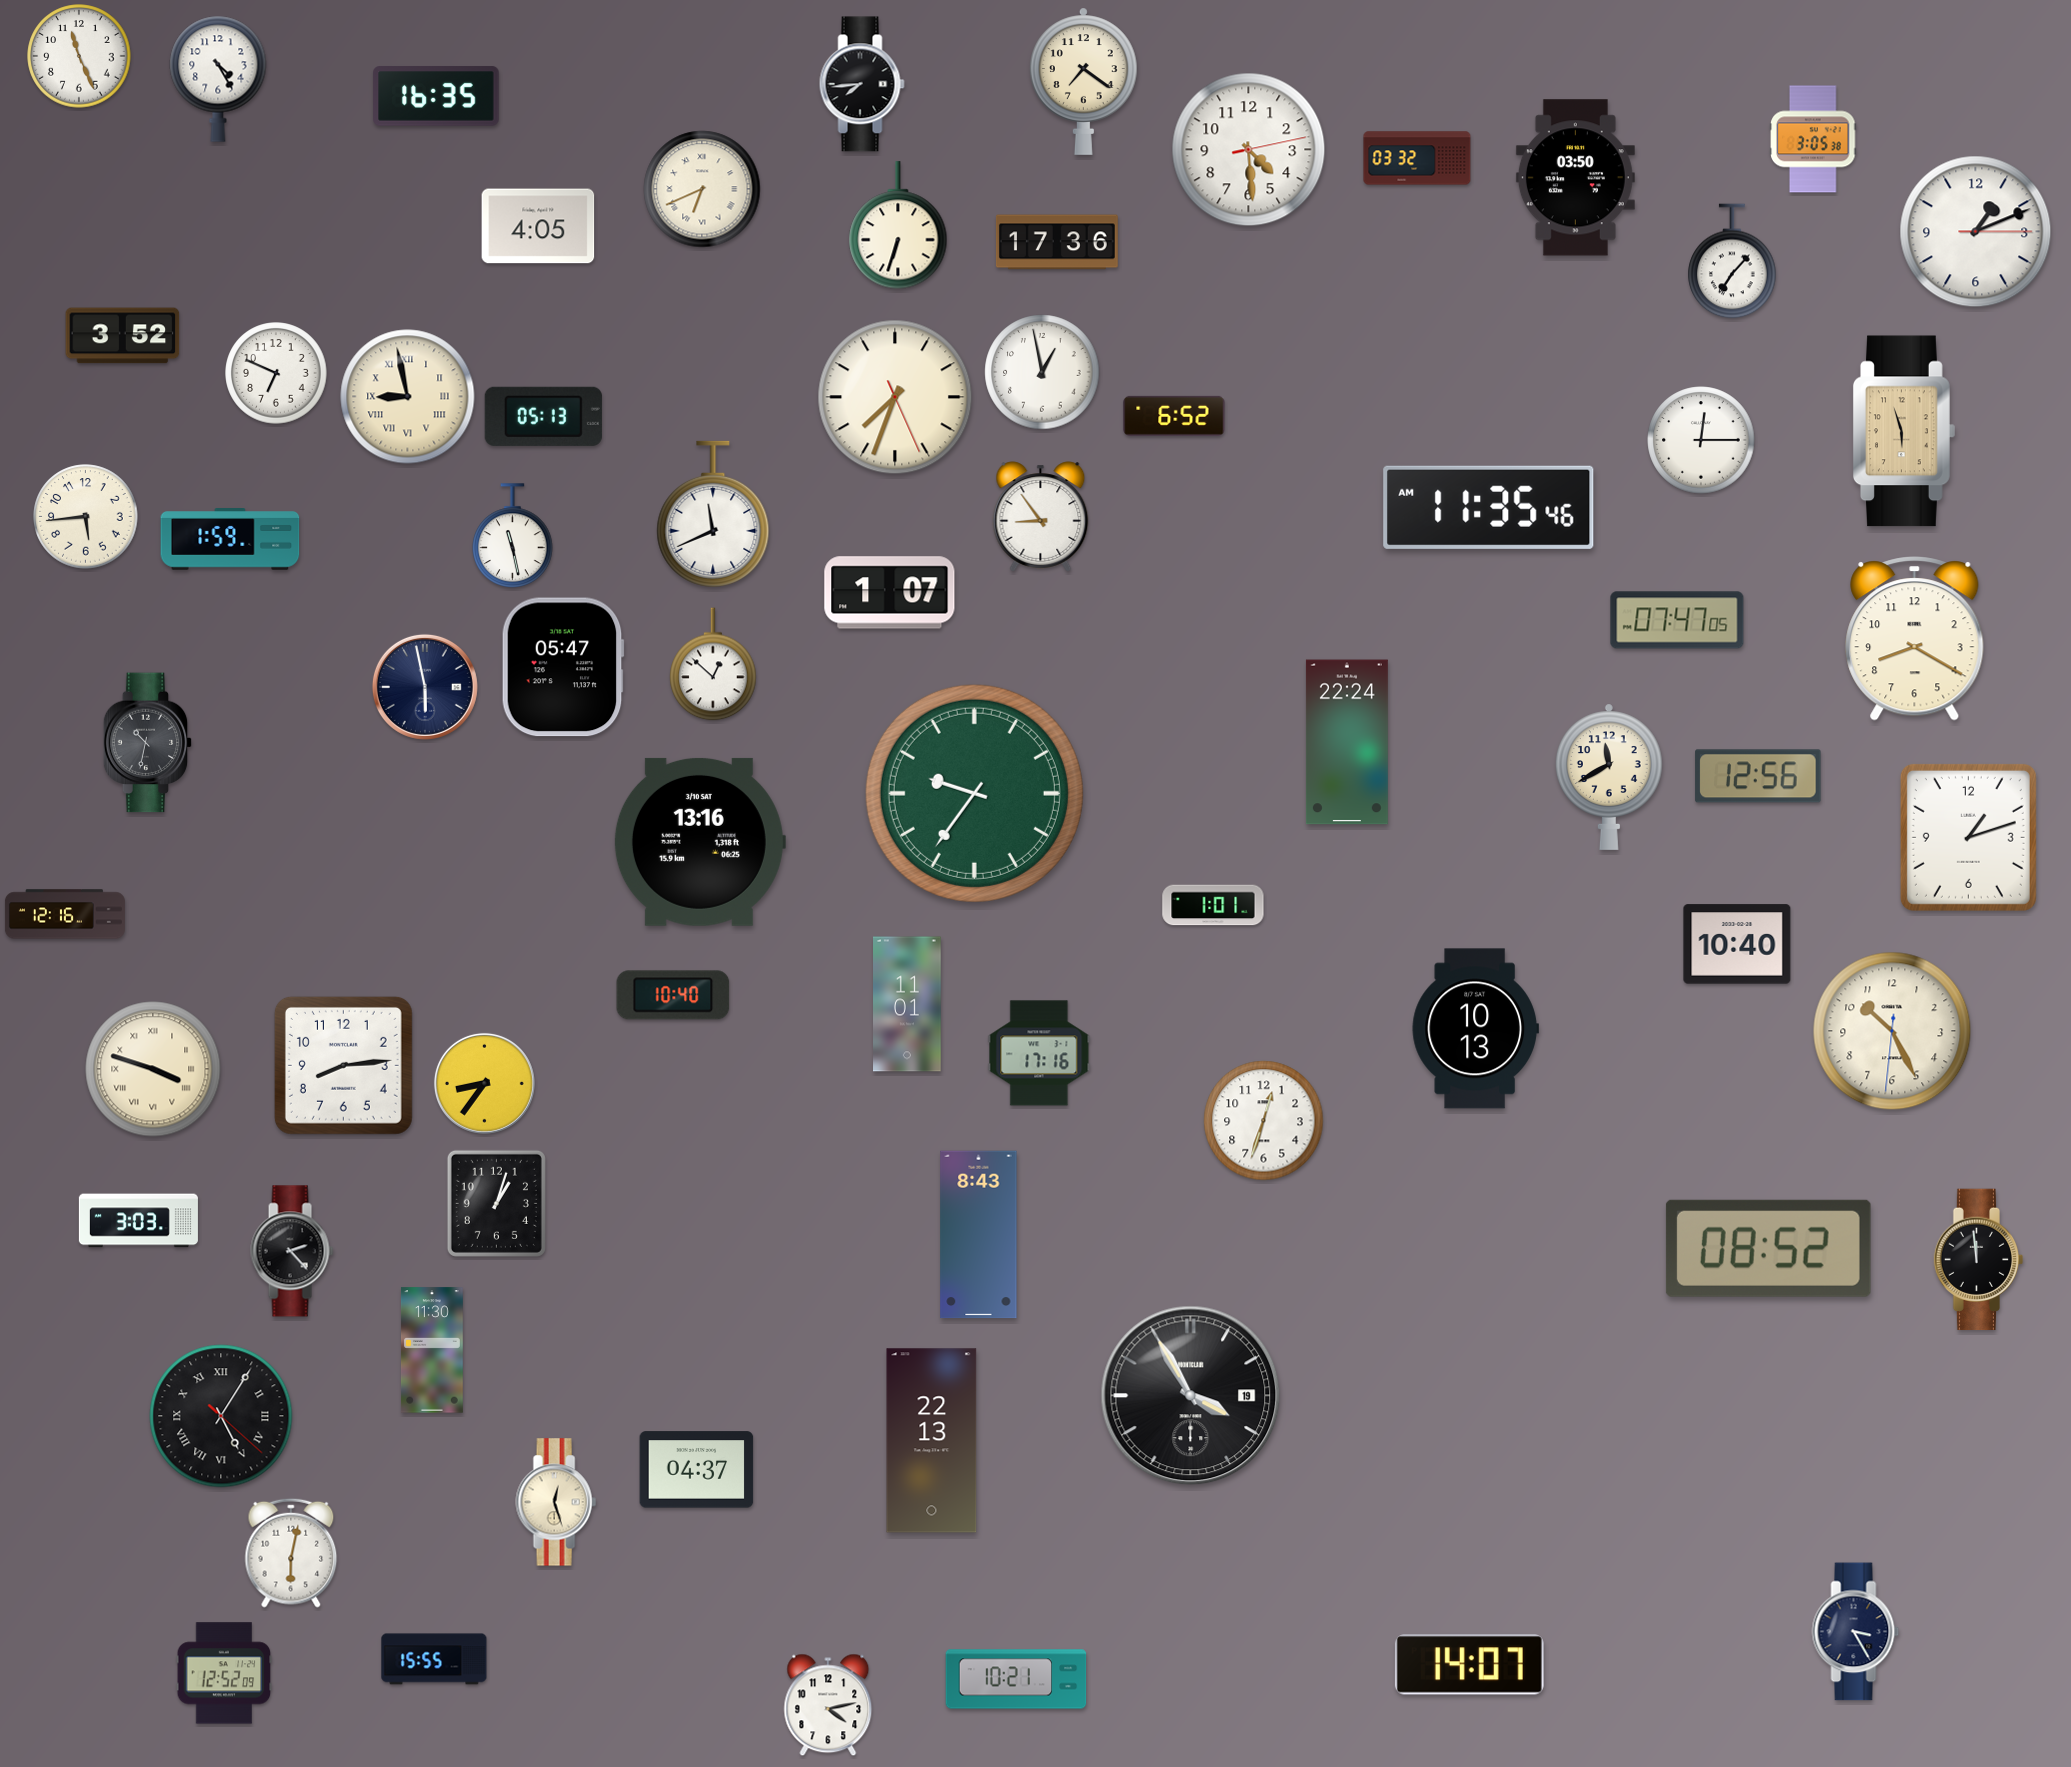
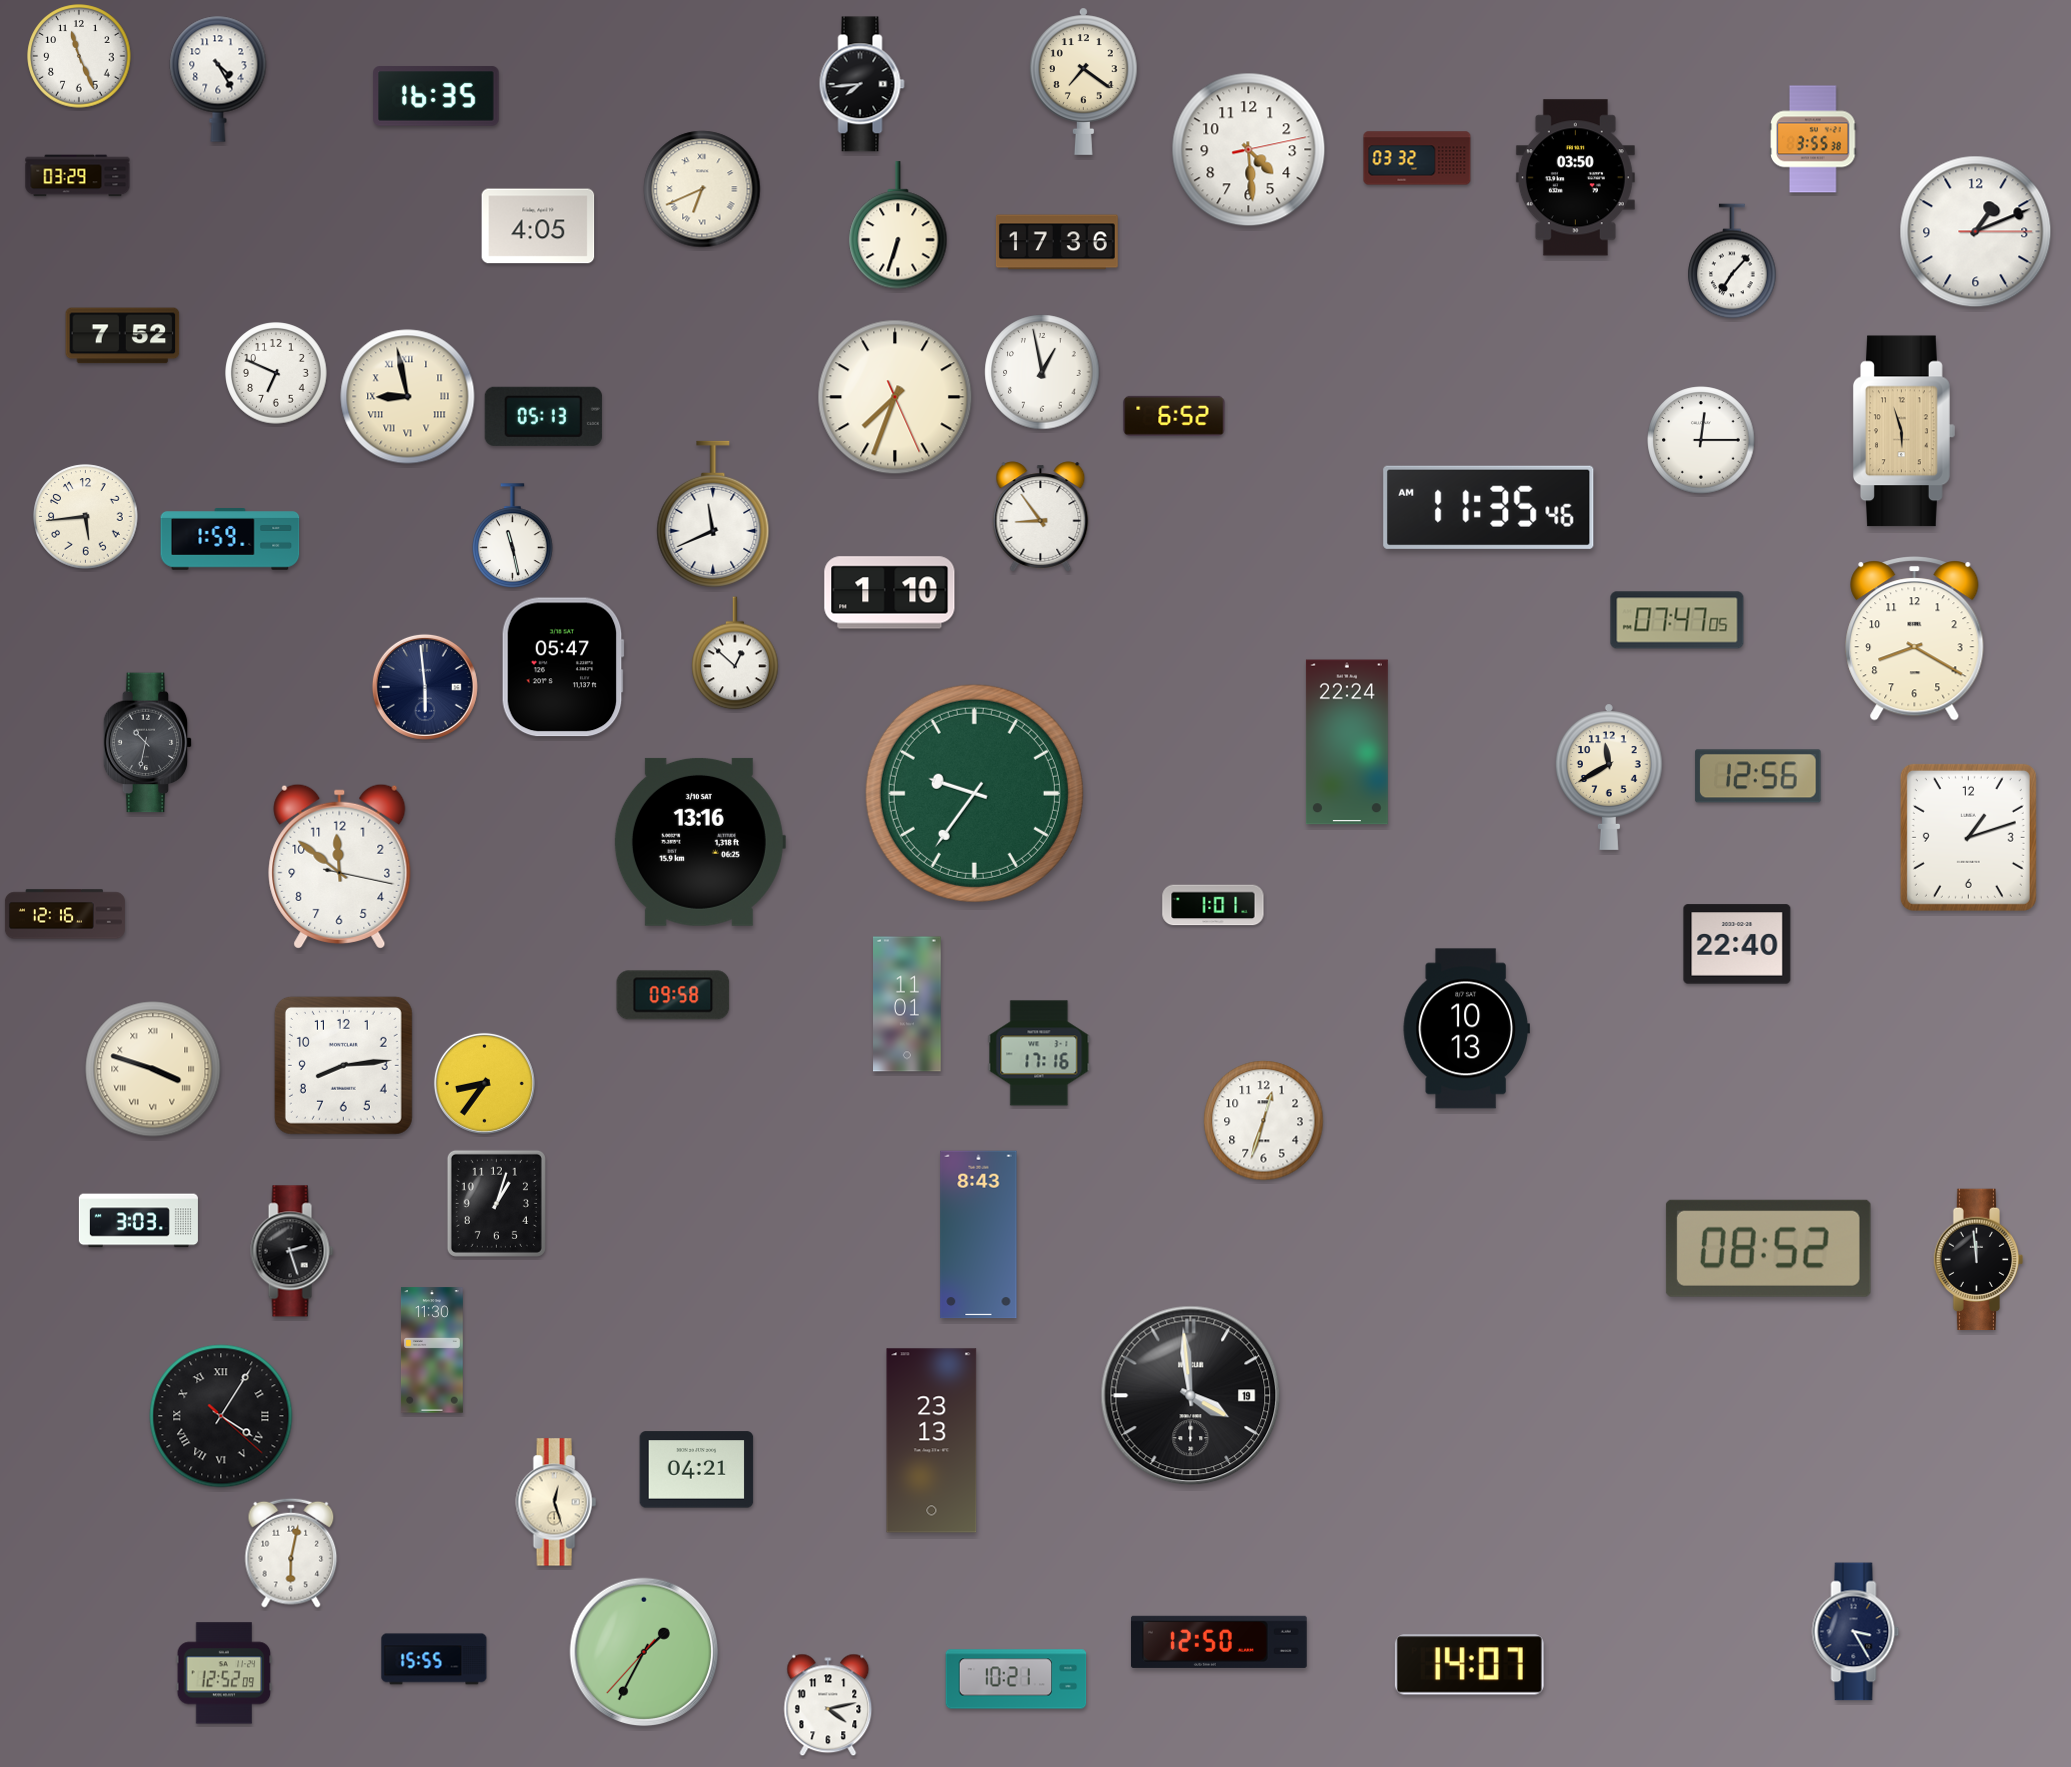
clock at (1813, 139): 3:05 -> 3:55
clock at (78, 176): none -> 03:29
clock at (123, 336): 3:52 -> 7:52
clock at (890, 593): 1:07 -> 1:10
clock at (713, 664) position: (713, 664) -> (735, 653)
clock at (425, 687): 5:58 -> 5:59
clock at (340, 866): none -> 11:51
clock at (1737, 944): 10:40 -> 22:40
clock at (673, 995): 10:40 -> 09:58
clock at (1475, 1029) position: (1475, 1029) -> (1466, 1029)
clock at (1892, 1031): 10:25 -> none
clock at (292, 1251): 2:23 -> 2:27
clock at (1191, 1396): 3:55 -> 3:59
clock at (221, 1416): 5:05 -> 4:05
clock at (932, 1441): 22:13 -> 23:13
clock at (697, 1470): 04:37 -> 04:21
clock at (1219, 1642): none -> 12:50
clock at (644, 1652): none -> 1:34
